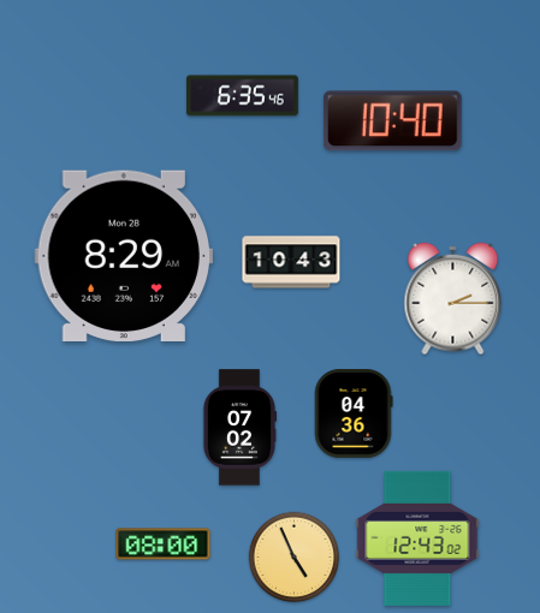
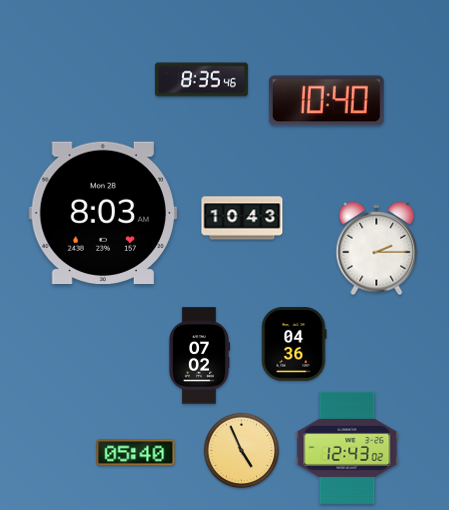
clock at (242, 96): 6:35 -> 8:35
clock at (124, 255): 8:29 -> 8:03
clock at (164, 544): 08:00 -> 05:40
clock at (295, 558) position: (295, 558) -> (242, 451)
